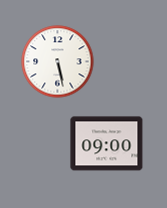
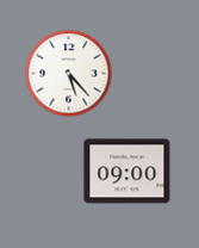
clock at (58, 62): 5:28 -> 5:23
